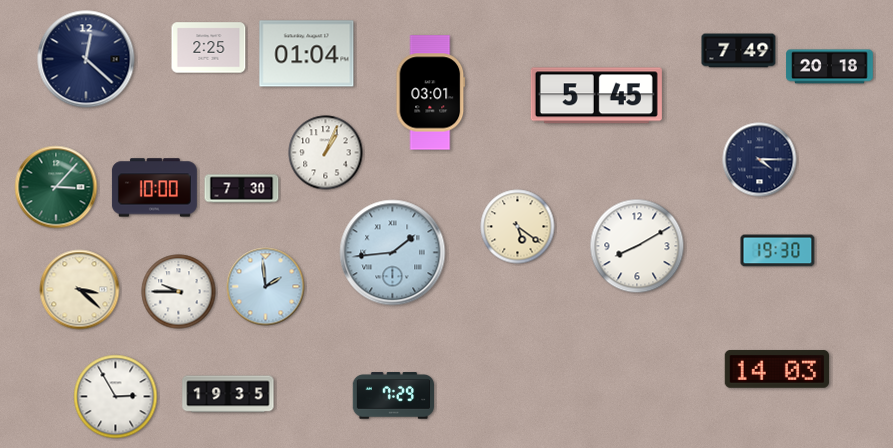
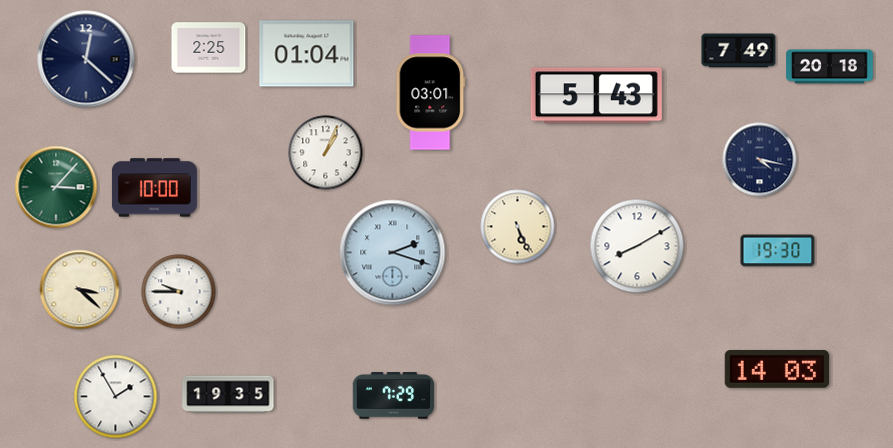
clock at (596, 96): 5:45 -> 5:43
clock at (760, 160): 4:15 -> 4:17
clock at (242, 189): 7:30 -> none
clock at (518, 227): 5:21 -> 5:26
clock at (393, 253): 1:44 -> 2:18
clock at (266, 287): 1:59 -> none
clock at (116, 397): 2:55 -> 1:55
